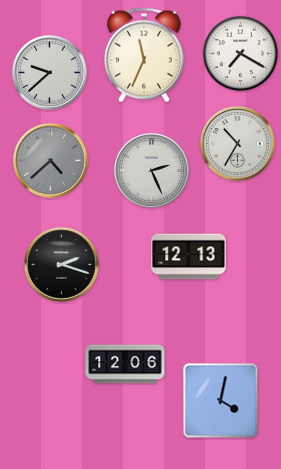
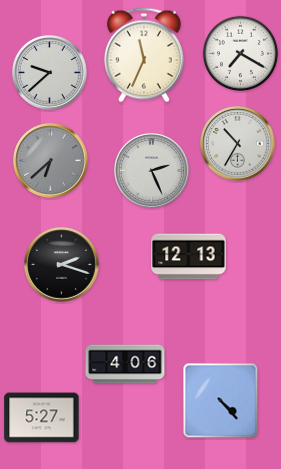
clock at (51, 161): 4:38 -> 6:38
clock at (125, 364): 12:06 -> 4:06
clock at (221, 401): 4:02 -> 4:23
clock at (42, 418): none -> 5:27
